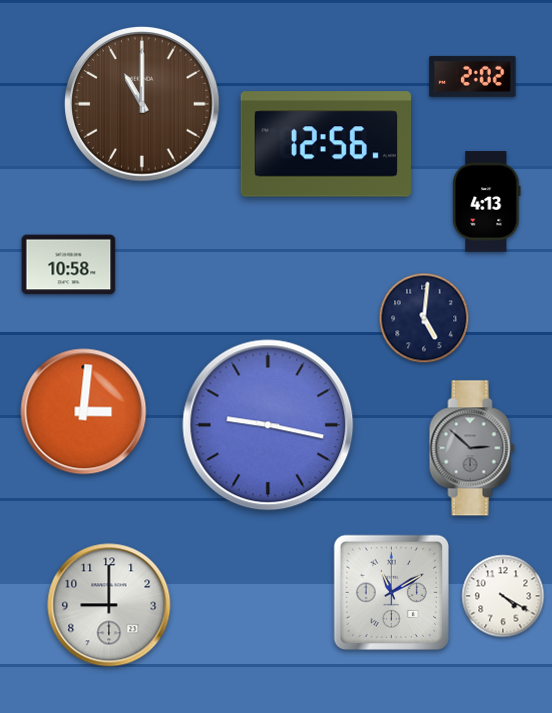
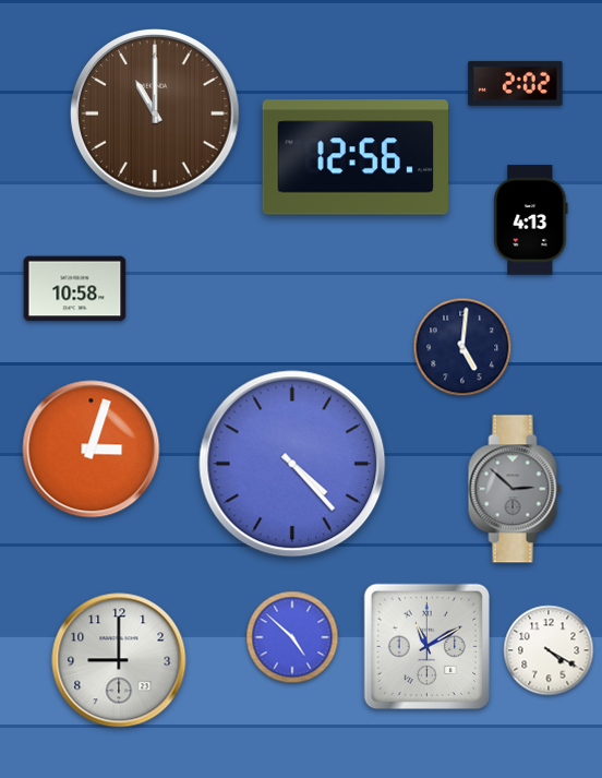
clock at (84, 412): 3:01 -> 3:03
clock at (268, 425): 9:17 -> 4:23
clock at (292, 637): none -> 4:52
